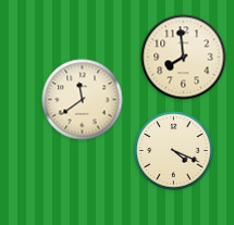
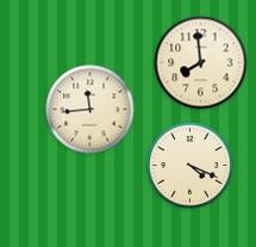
clock at (83, 100): 11:39 -> 11:44
